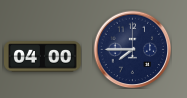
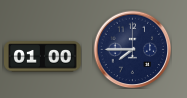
clock at (43, 57): 04:00 -> 01:00
